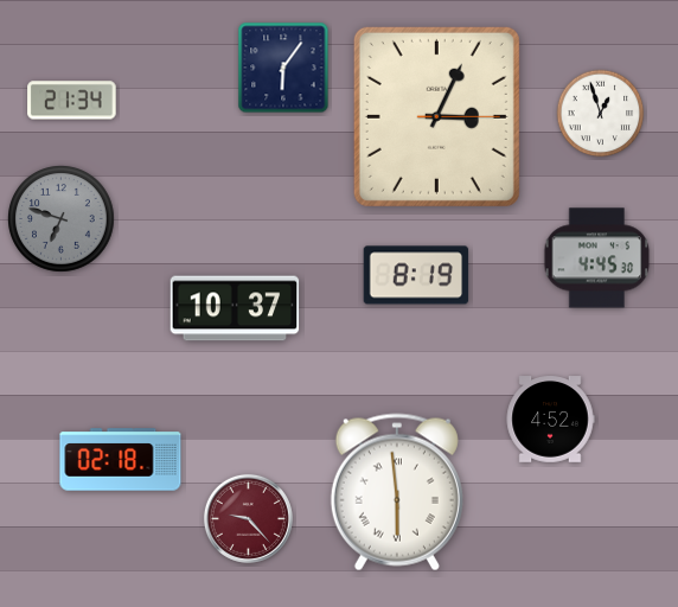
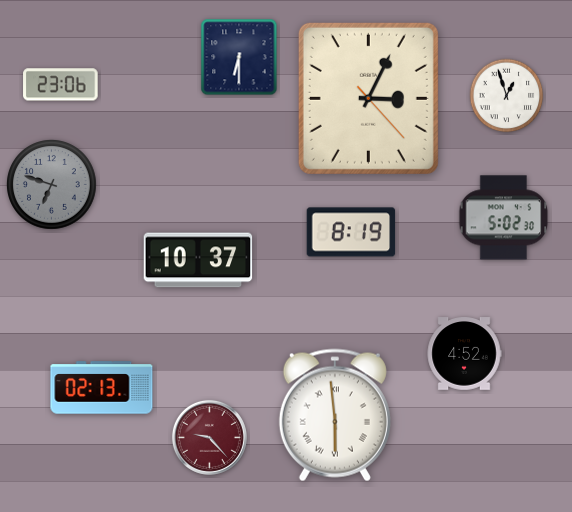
clock at (283, 68): 6:06 -> 6:30
clock at (72, 101): 21:34 -> 23:06
clock at (436, 116): 3:04:15 -> 3:04:23
clock at (597, 258): 4:45 -> 5:02
clock at (121, 460): 02:18 -> 02:13
